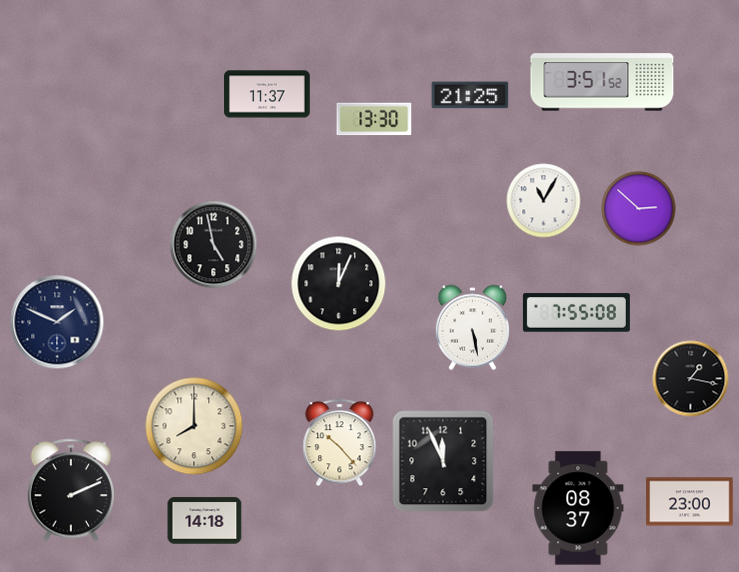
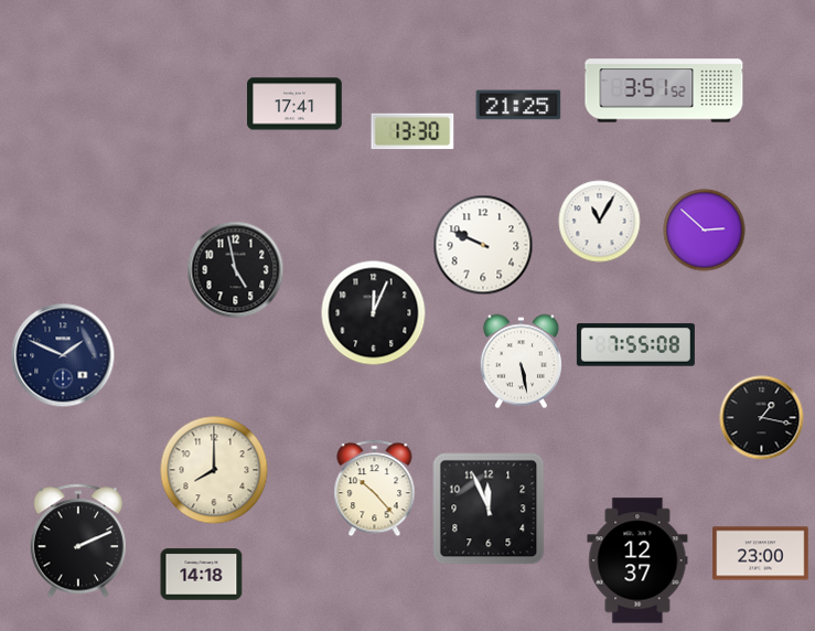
clock at (267, 94): 11:37 -> 17:41
clock at (483, 245): none -> 9:49
clock at (578, 508): 08:37 -> 12:37
clock at (205, 521) position: (205, 521) -> (202, 575)
